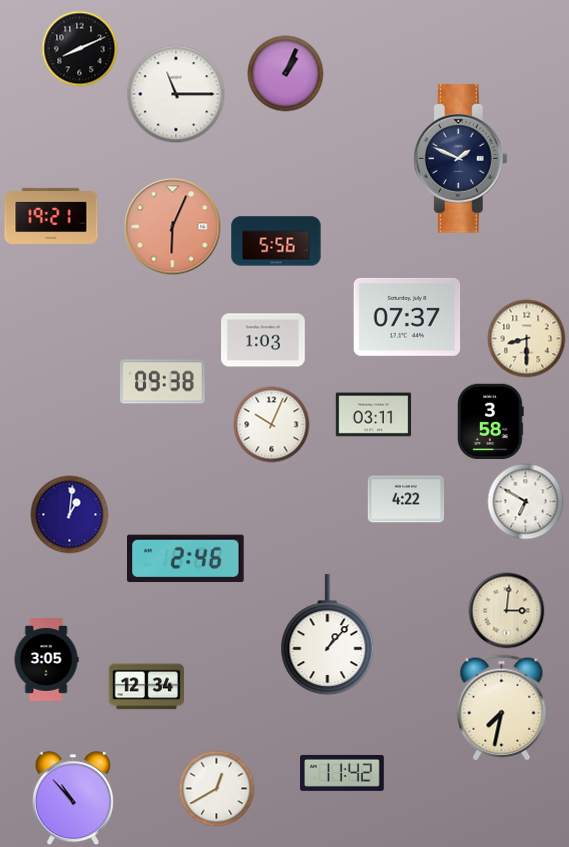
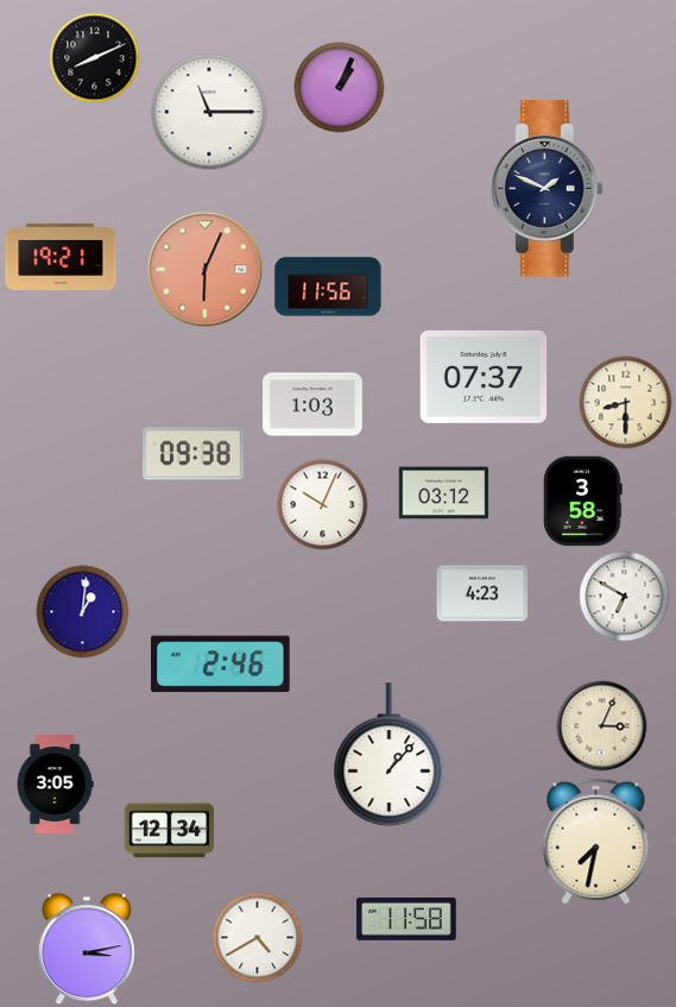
clock at (276, 241): 5:56 -> 11:56
clock at (374, 415): 03:11 -> 03:12
clock at (406, 499): 4:22 -> 4:23
clock at (507, 611): 3:01 -> 3:04
clock at (147, 687) position: (147, 687) -> (170, 831)
clock at (342, 773): 11:42 -> 11:58
clock at (217, 789): 12:40 -> 4:40
clock at (73, 799): 10:53 -> 3:13
